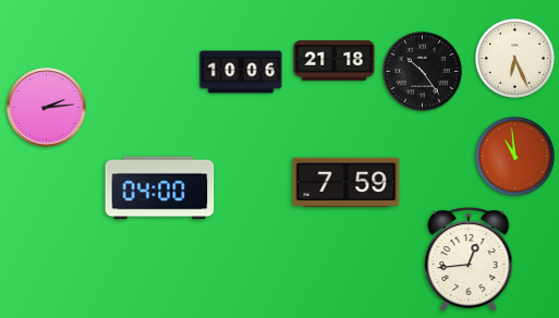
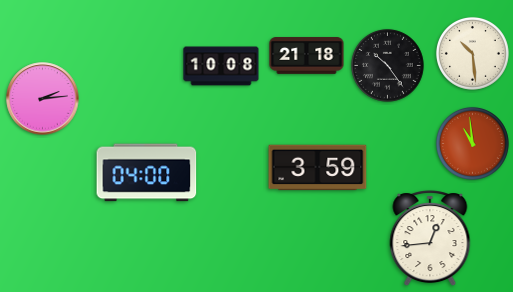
clock at (514, 58): 6:26 -> 10:29
clock at (241, 72): 10:06 -> 10:08
clock at (347, 183): 7:59 -> 3:59
